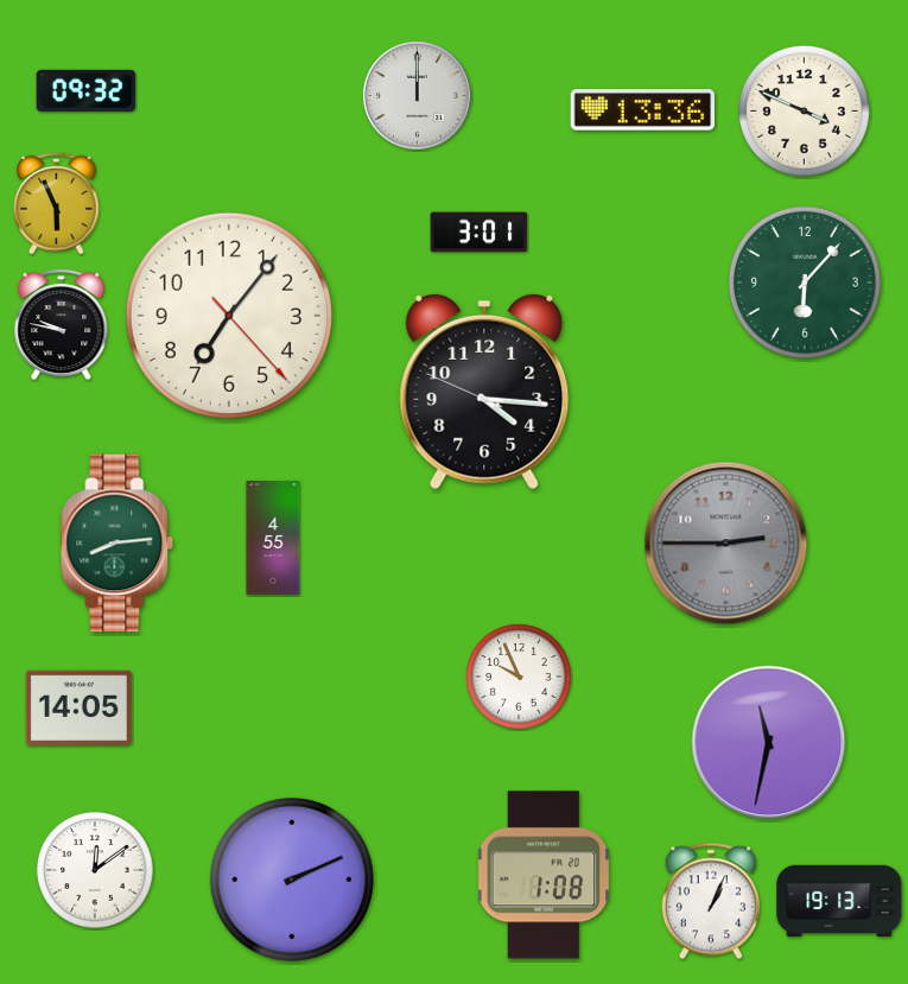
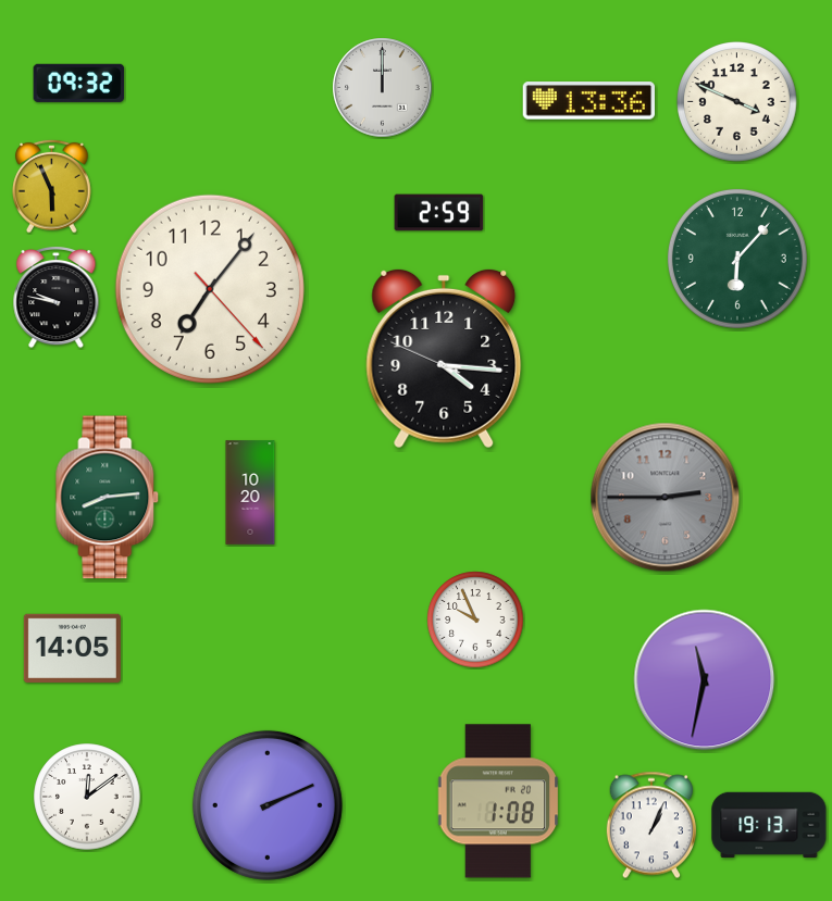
clock at (480, 233): 3:01 -> 2:59
clock at (273, 538): 4:55 -> 10:20
